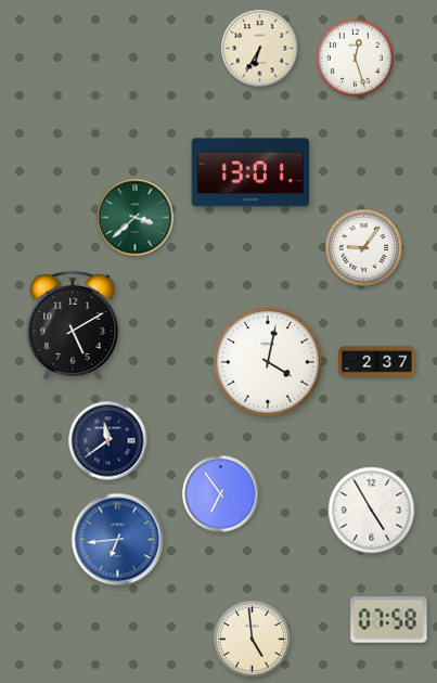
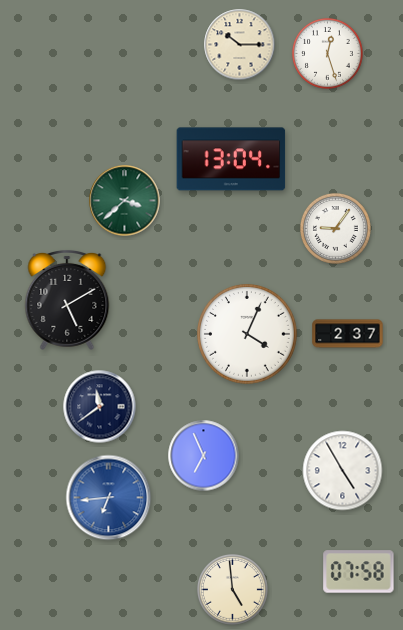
clock at (260, 49): 6:35 -> 10:15
clock at (250, 172): 13:01 -> 13:04
clock at (269, 363): 4:02 -> 4:04
clock at (221, 494): 6:54 -> 6:56
